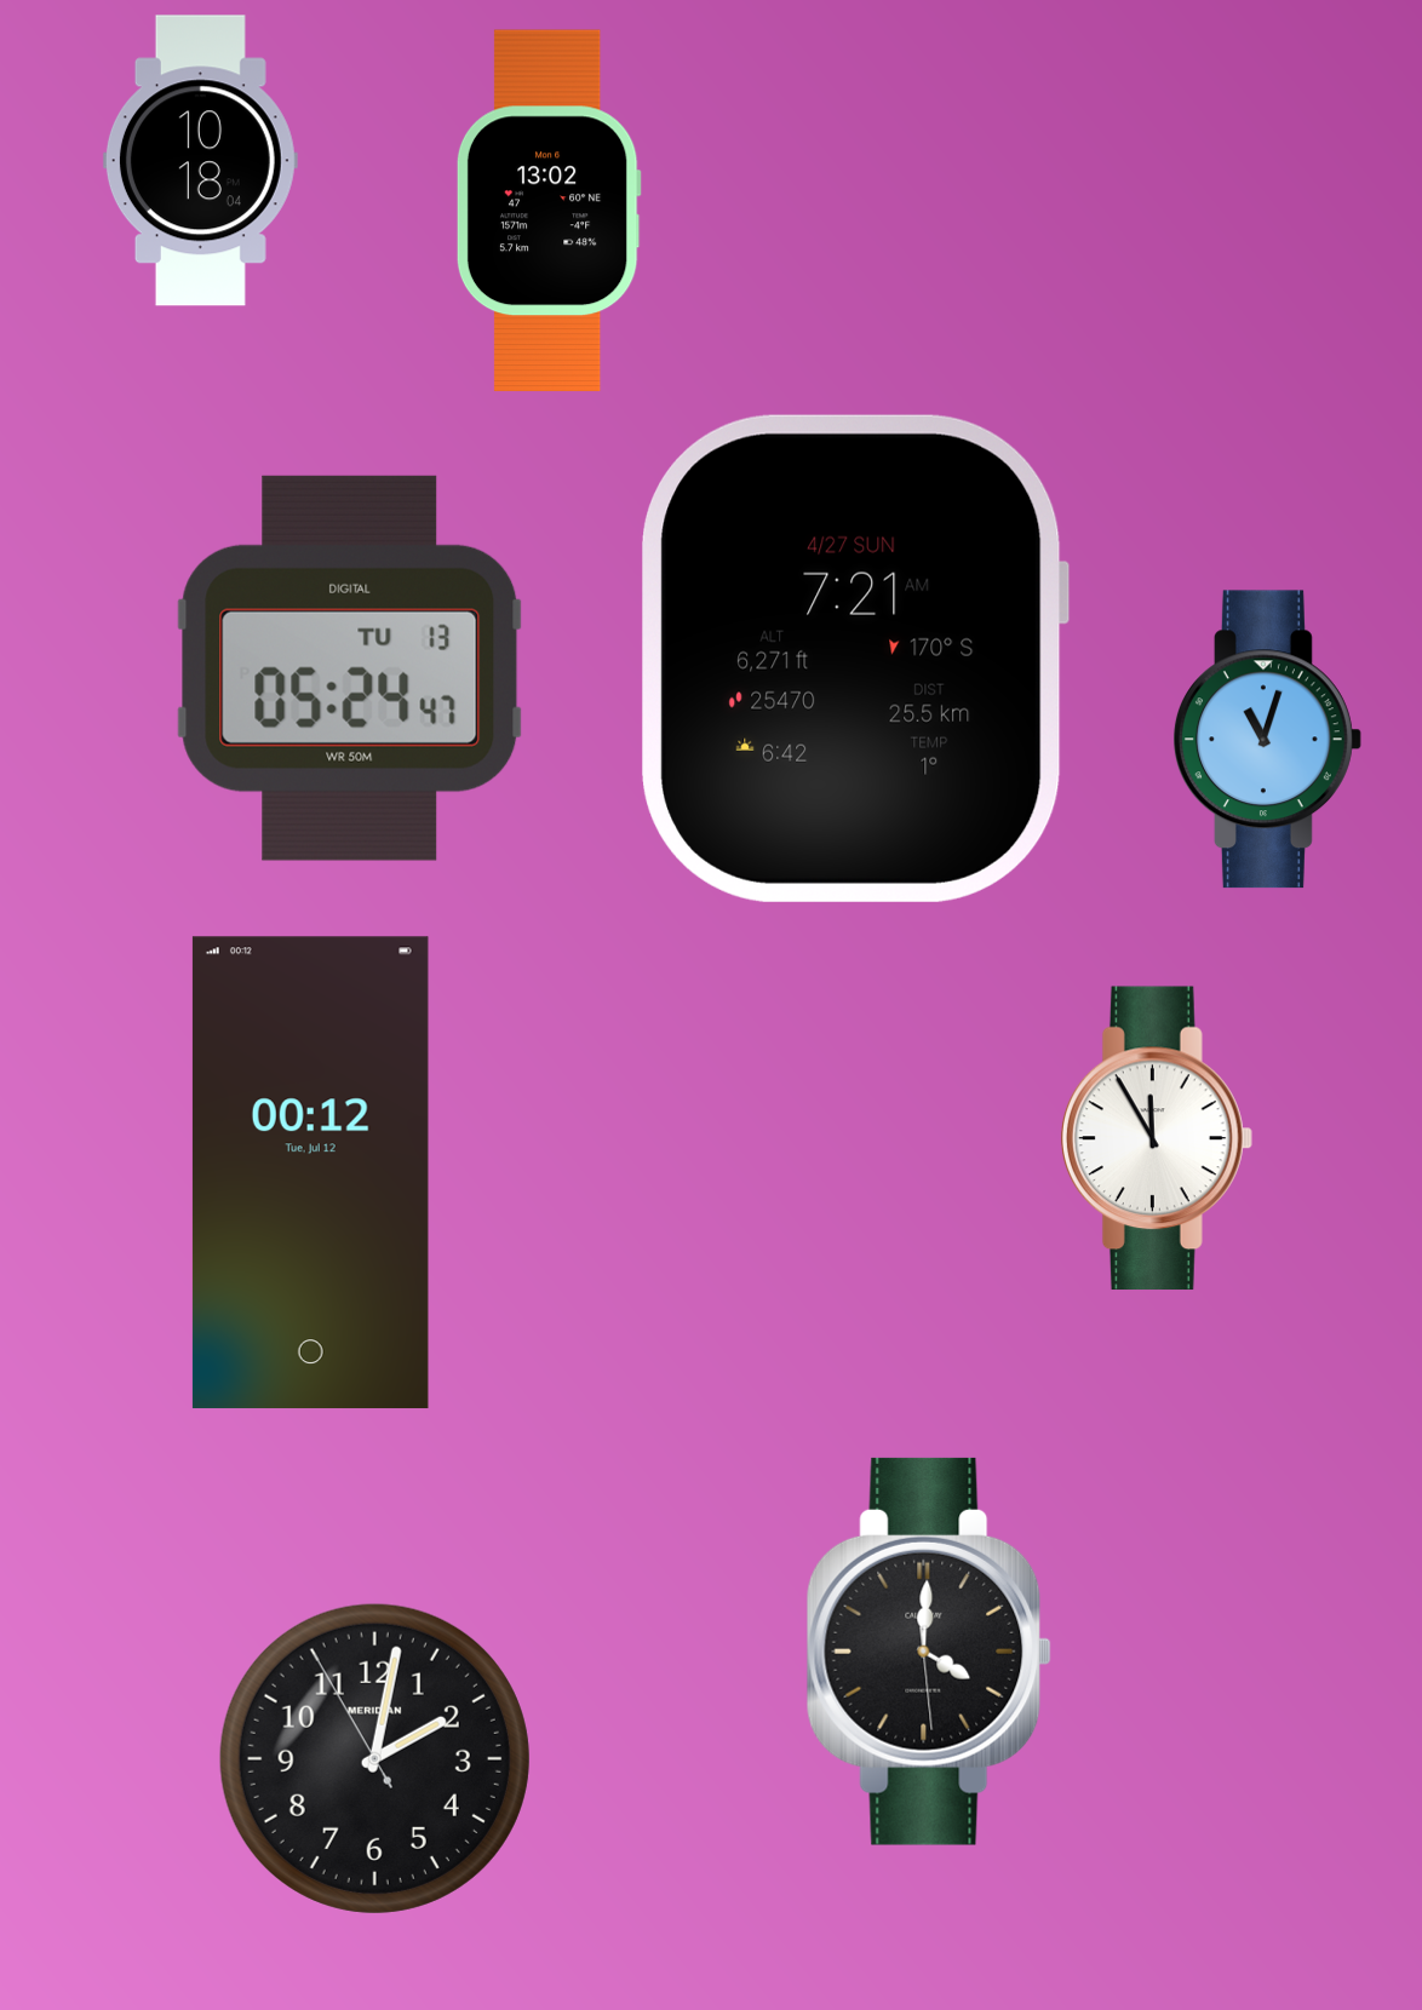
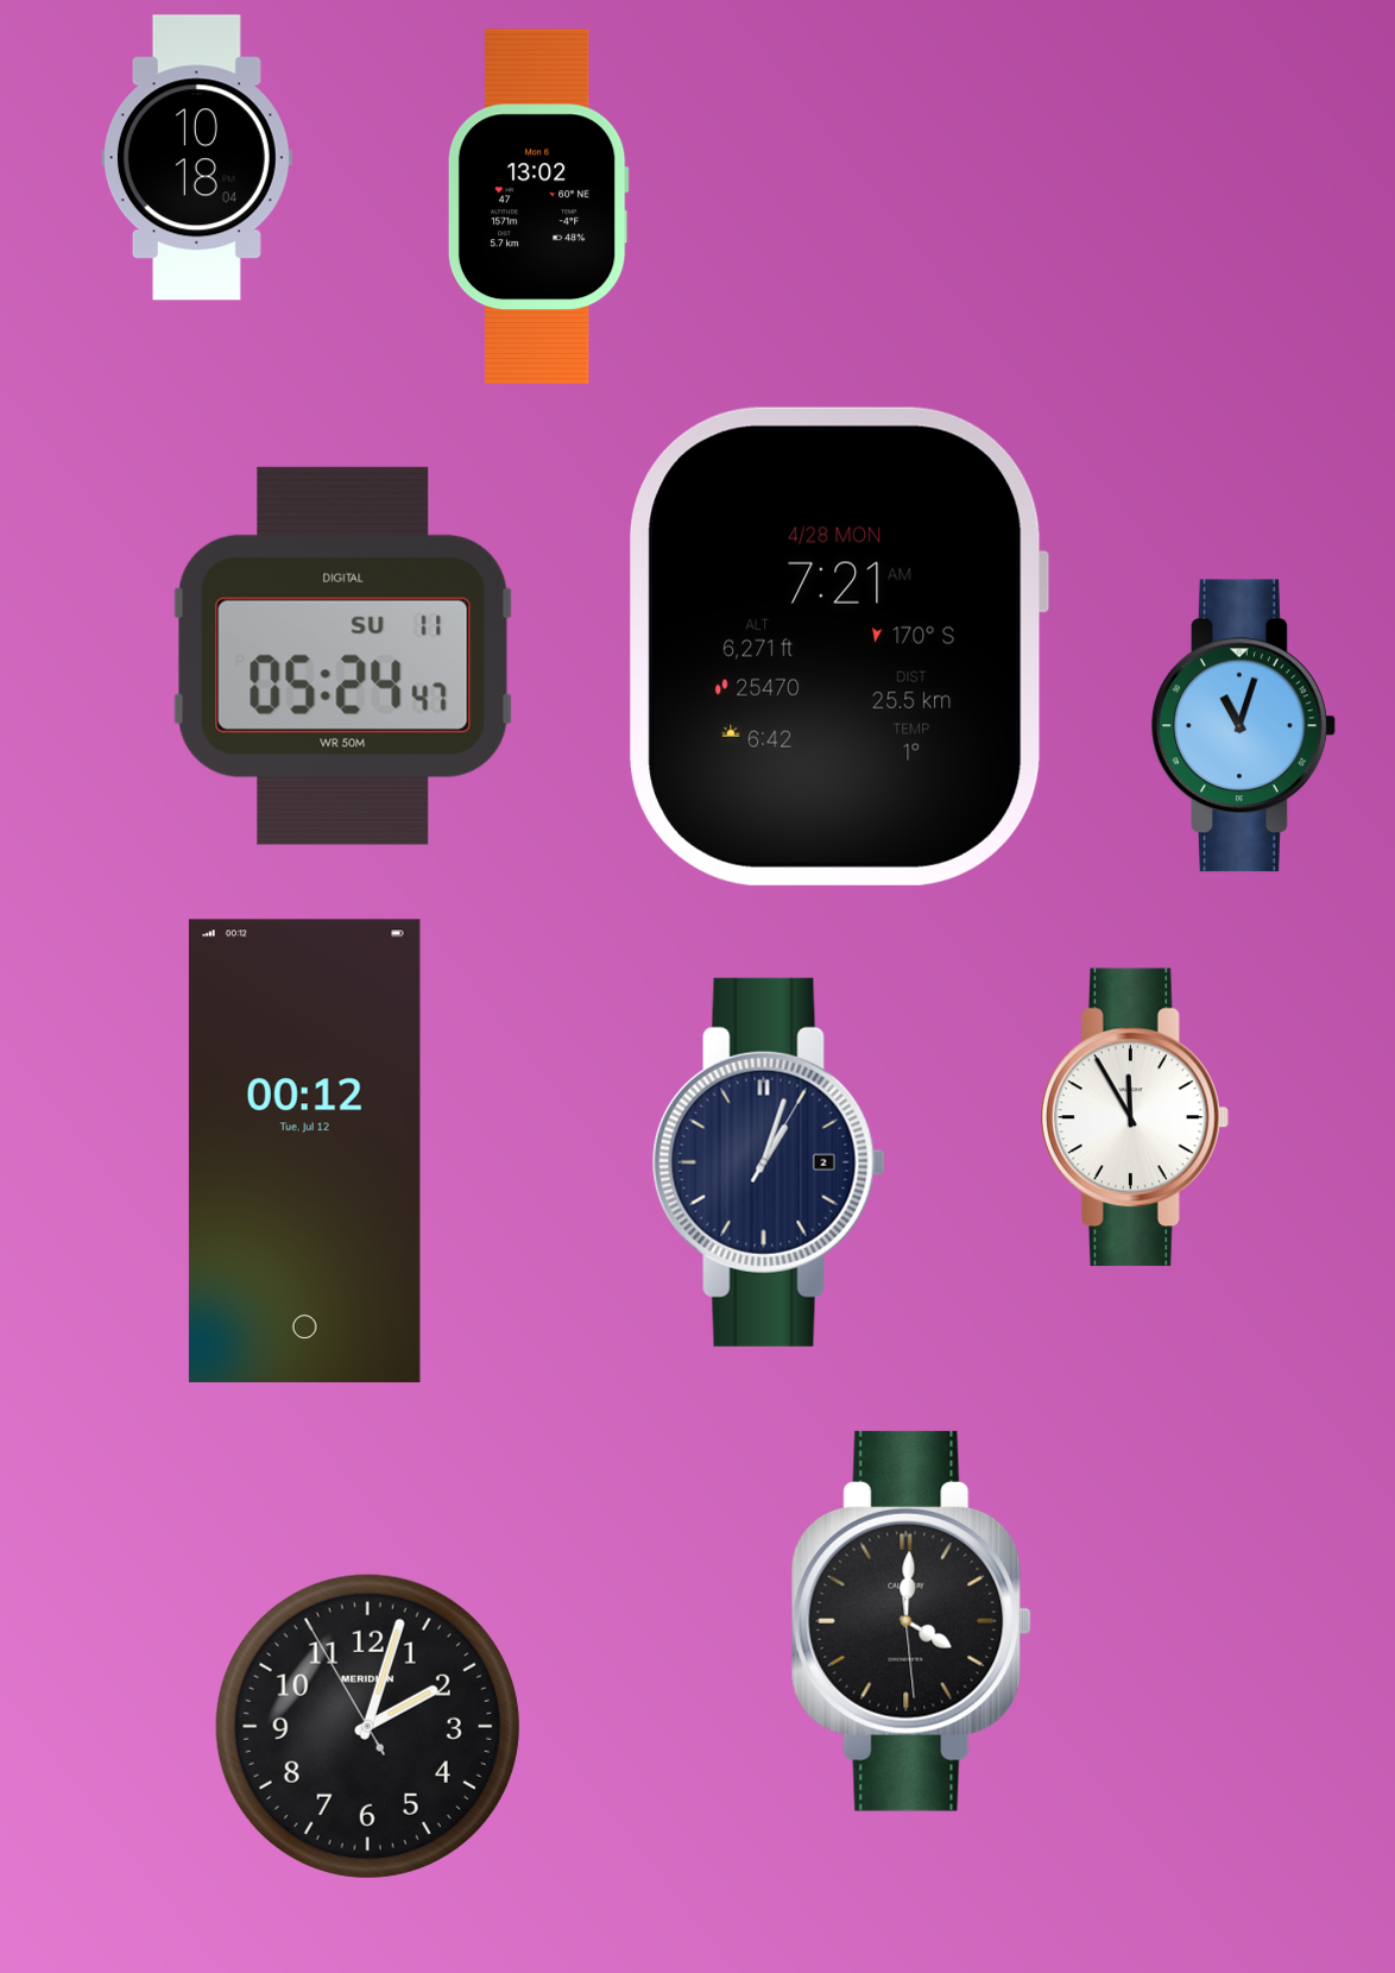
clock at (855, 659) date: 4/27 SUN -> 4/28 MON
clock at (350, 668) date: TU 13 -> SU 11
clock at (769, 1162): none -> 1:03
clock at (374, 1758): 2:01 -> 2:02
